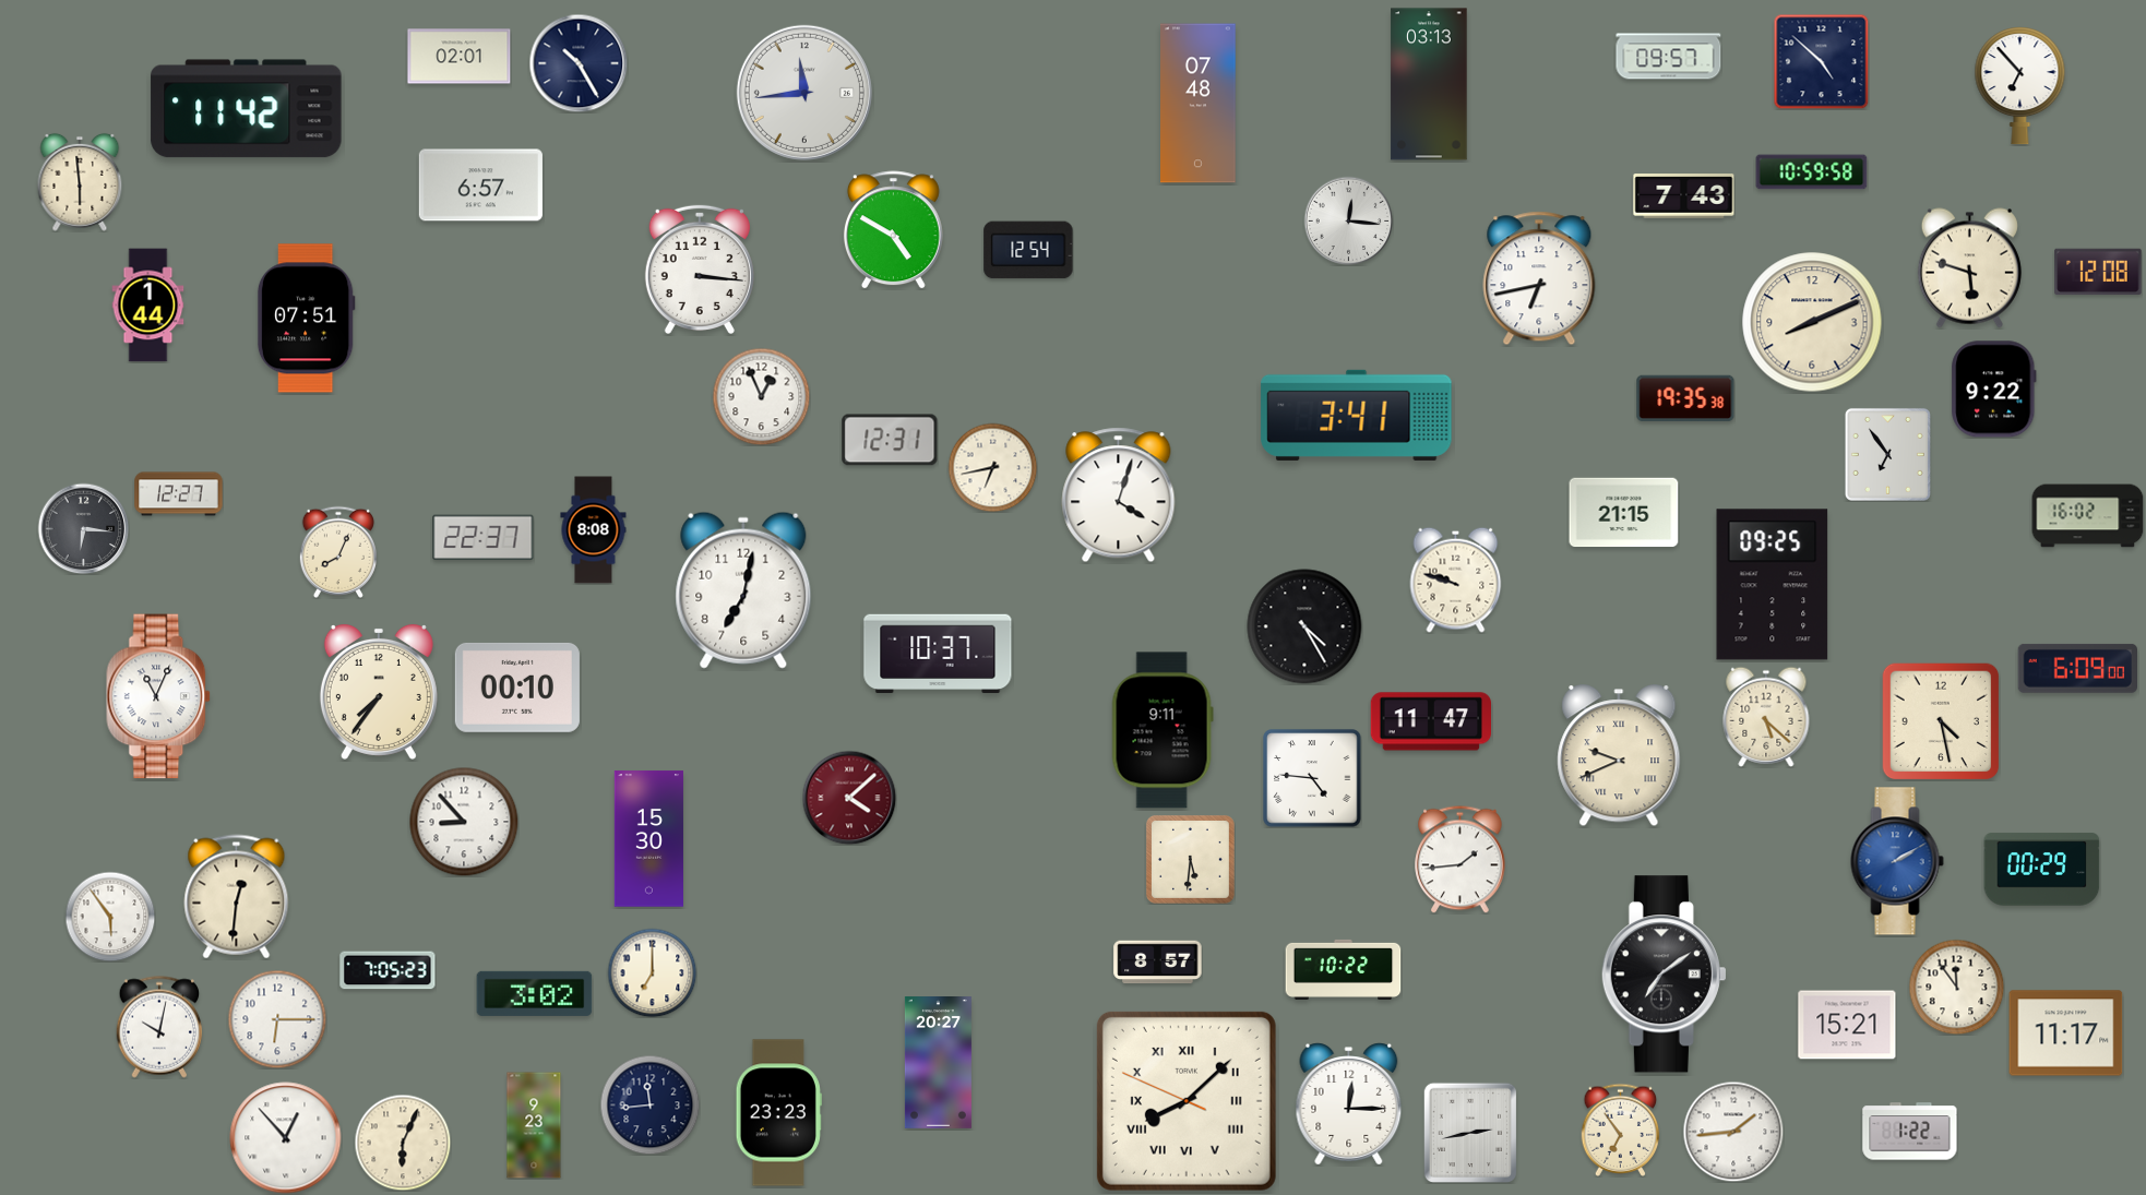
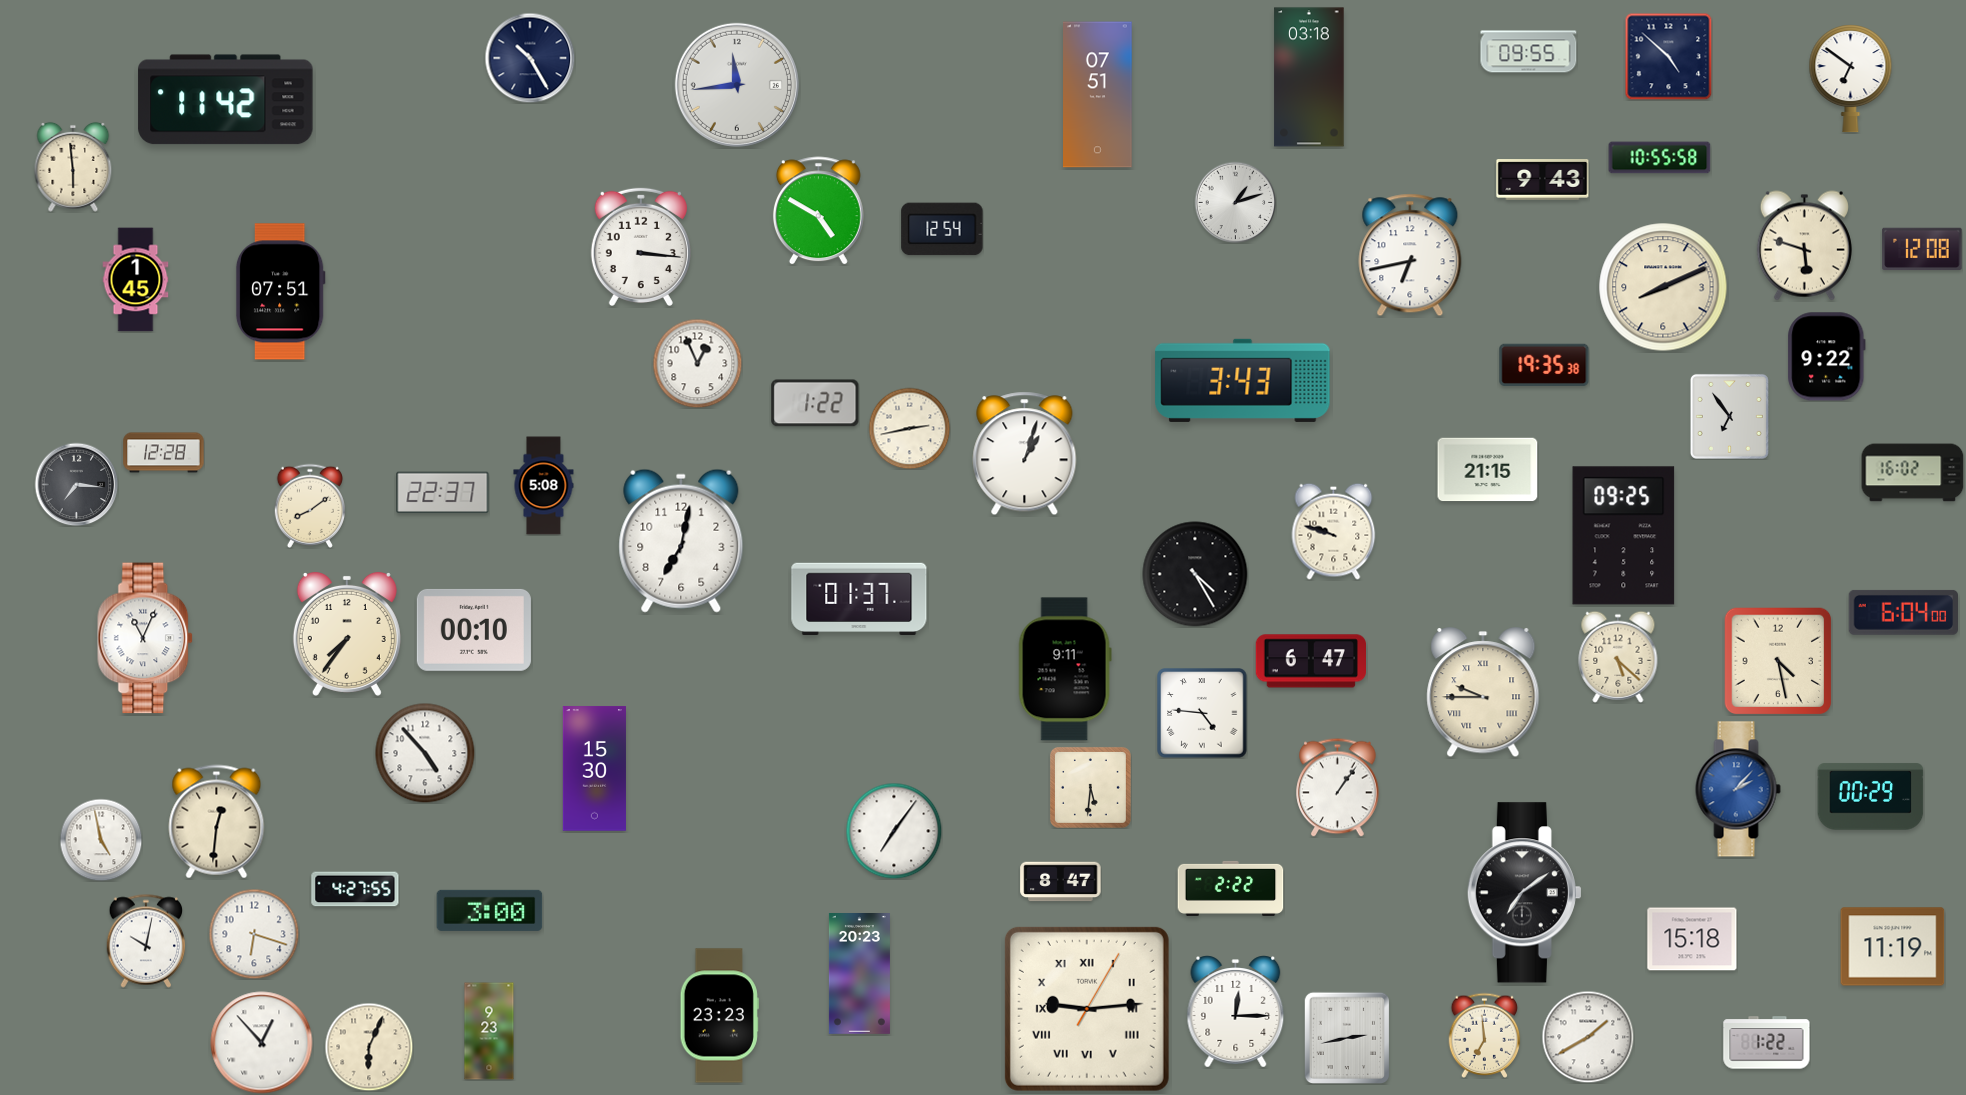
clock at (460, 57): 02:01 -> none
clock at (1669, 57): 09:57 -> 09:55
clock at (1429, 84): 03:13 -> 03:18
clock at (2020, 86): 6:53 -> 6:51
clock at (1199, 104): 07:48 -> 07:51
clock at (1812, 172): 10:59 -> 10:55
clock at (480, 186): 6:57 -> none
clock at (1684, 196): 7:43 -> 9:43
clock at (1348, 220): 12:16 -> 1:12
clock at (148, 306): 1:44 -> 1:45
clock at (1812, 322) position: (1812, 322) -> (1663, 287)
clock at (1357, 415): 3:41 -> 3:43
clock at (890, 440): 12:31 -> 1:22
clock at (992, 467): 6:43 -> 2:43
clock at (179, 494): 12:27 -> 12:28
clock at (1119, 495): 4:03 -> 1:03
clock at (83, 528): 6:16 -> 7:16
clock at (594, 530): 8:08 -> 5:08
clock at (338, 552): 8:04 -> 8:09
clock at (938, 654): 10:37 -> 01:37
clock at (2077, 668): 6:09 -> 6:04
clock at (1430, 721): 11:47 -> 6:47
clock at (1619, 756): 9:41 -> 9:45
clock at (849, 798): 4:08 -> none
clock at (464, 822): 8:53 -> 4:53
clock at (1461, 859): 1:44 -> 1:06
clock at (1897, 861): 2:10 -> 2:07
clock at (894, 831): none -> 7:06
clock at (110, 917): 5:54 -> 4:58
clock at (1158, 963): 8:57 -> 8:47
clock at (1344, 969): 10:22 -> 2:22
clock at (388, 970): 7:05 -> 4:27
clock at (652, 972): 7:00 -> none
clock at (1956, 987): 11:54 -> none
clock at (535, 993): 3:02 -> 3:00
clock at (277, 1019): 6:15 -> 6:18
clock at (1847, 1025): 15:21 -> 15:18
clock at (2066, 1033): 11:17 -> 11:19
clock at (938, 1063): 20:27 -> 20:23
clock at (1187, 1101): 8:07 -> 9:14
clock at (649, 1104): 11:44 -> none
clock at (778, 1113) position: (778, 1113) -> (719, 1016)
clock at (1621, 1130): 6:54 -> 6:59
clock at (1733, 1132): 1:44 -> 1:40
clock at (1910, 1132) position: (1910, 1132) -> (1767, 1043)
